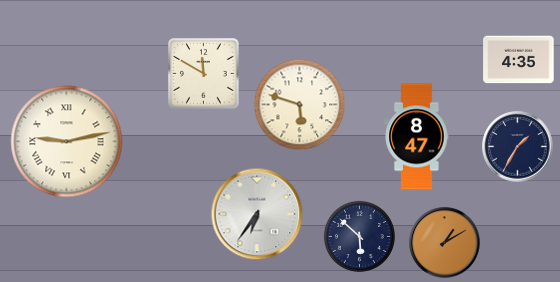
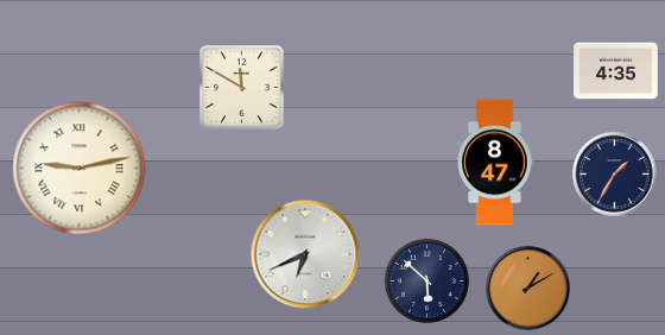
clock at (300, 105): 5:48 -> none
clock at (257, 214): 6:36 -> 6:41
